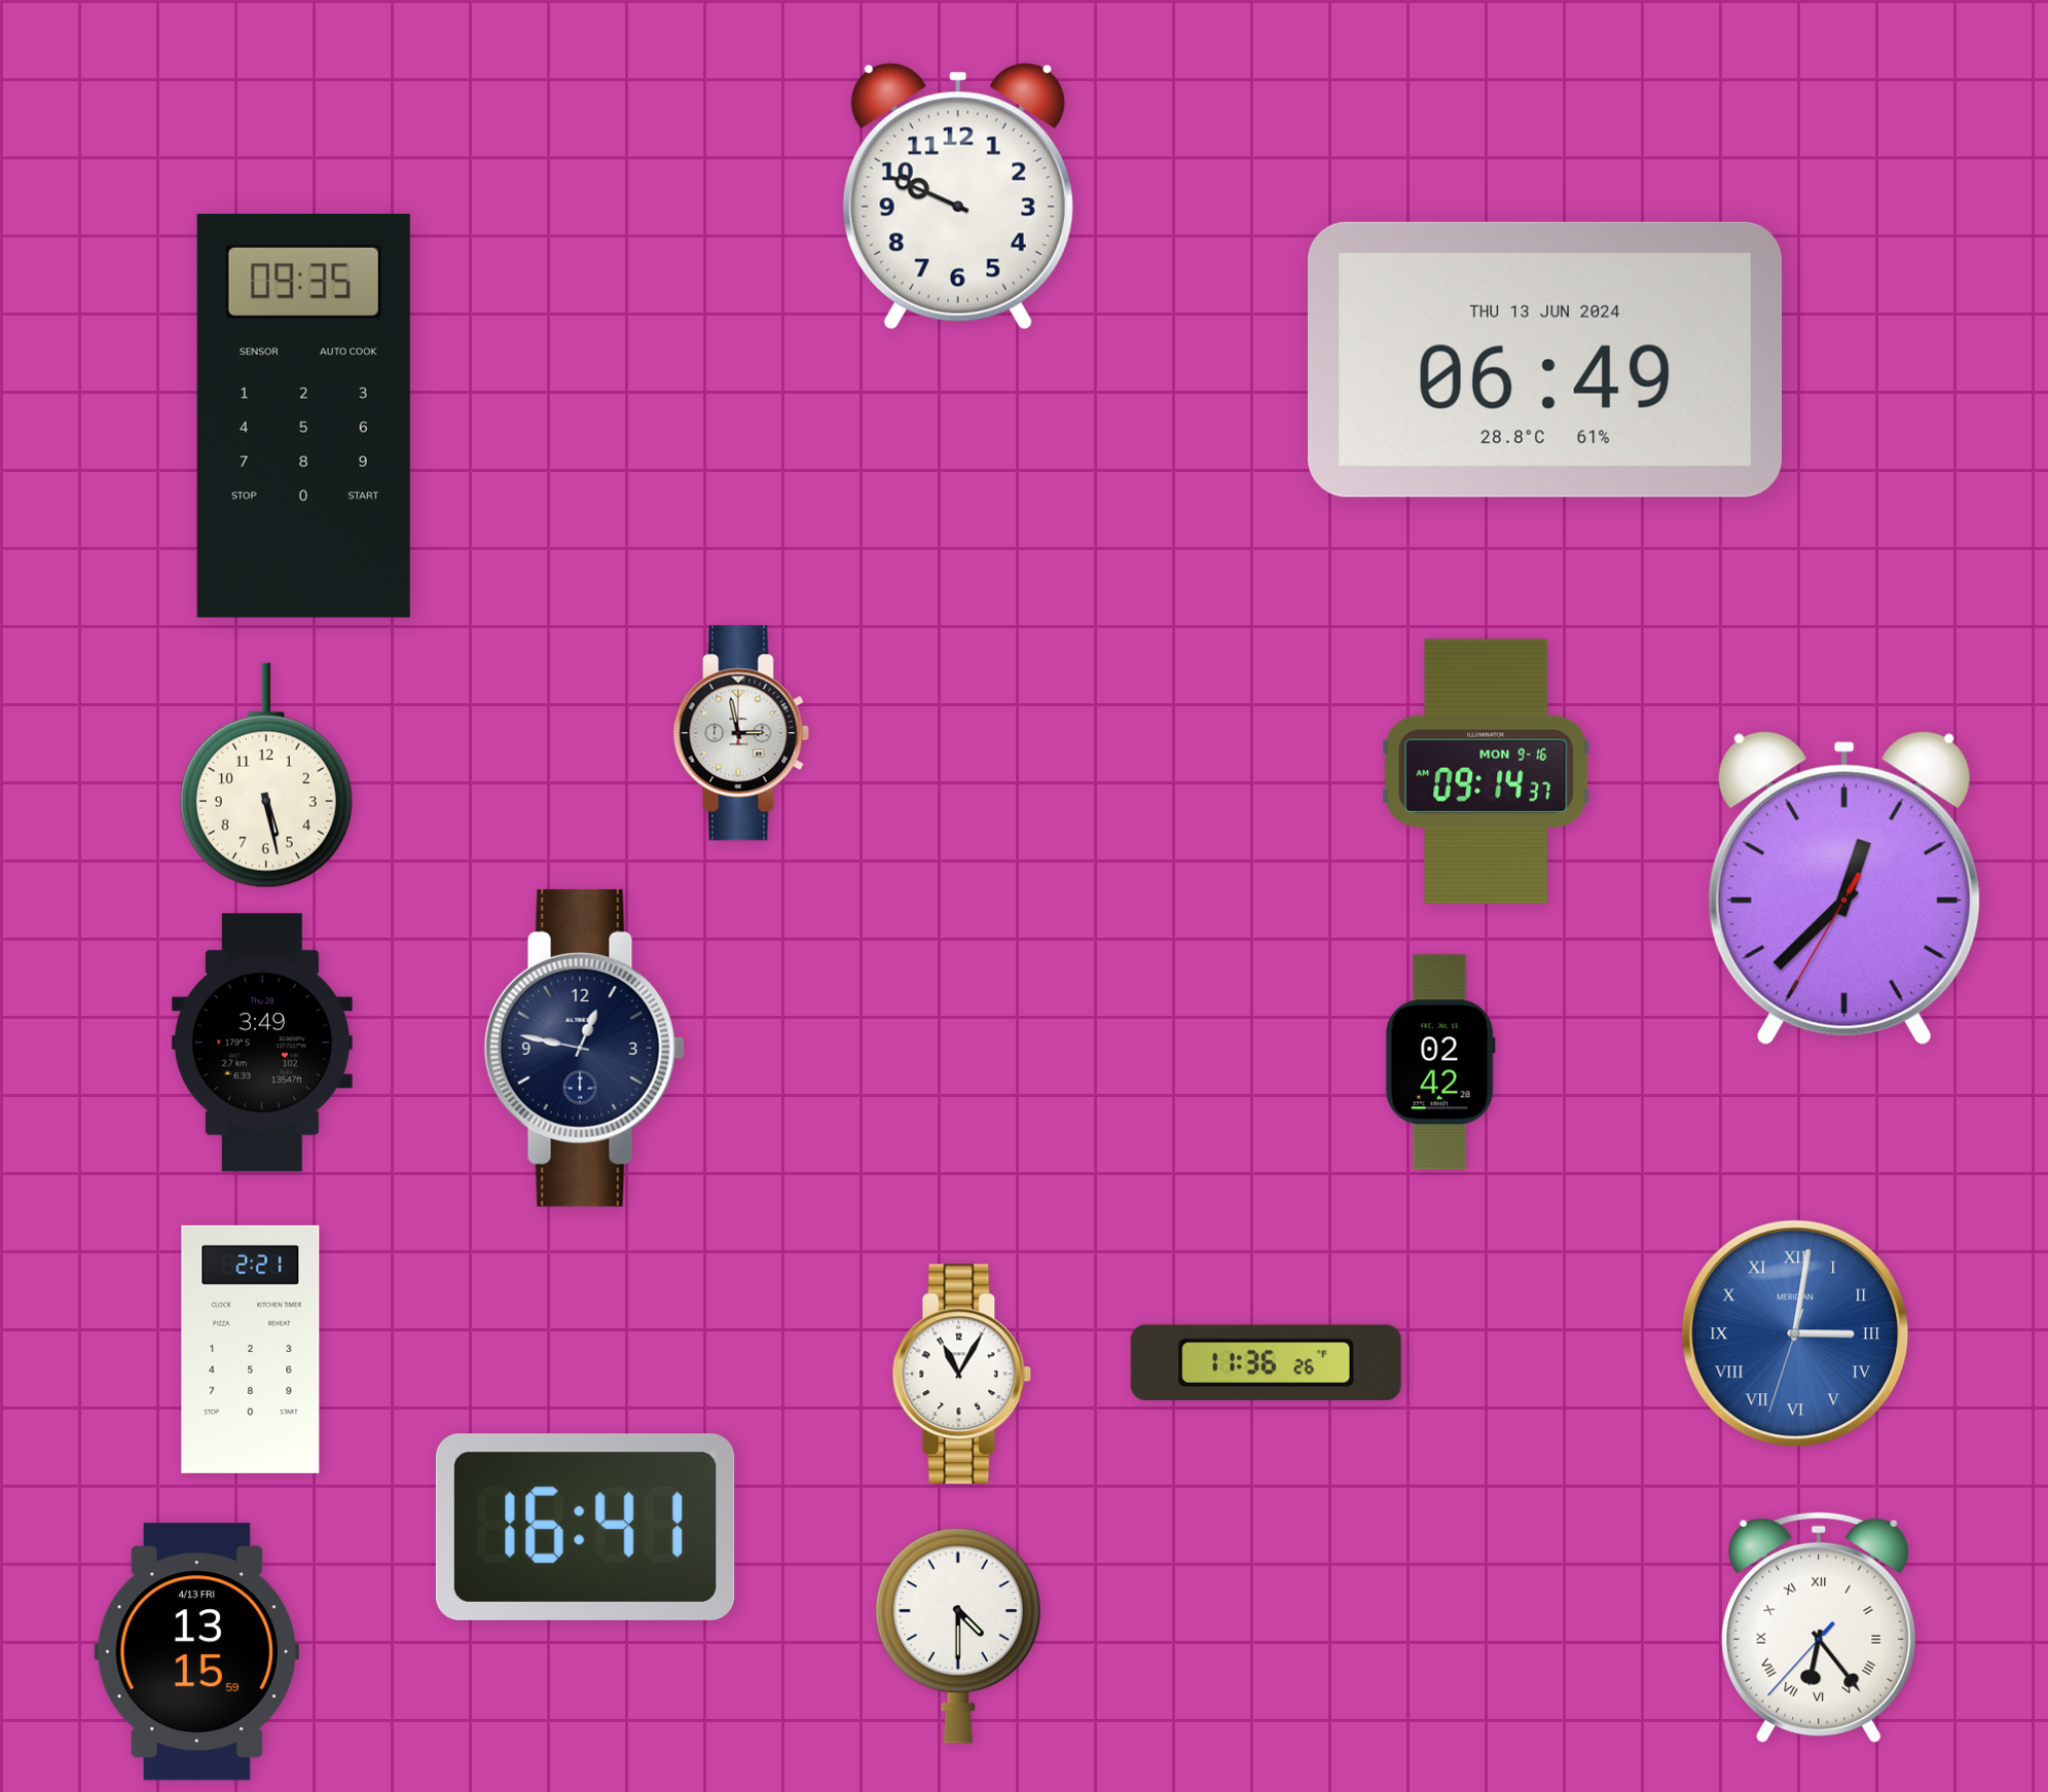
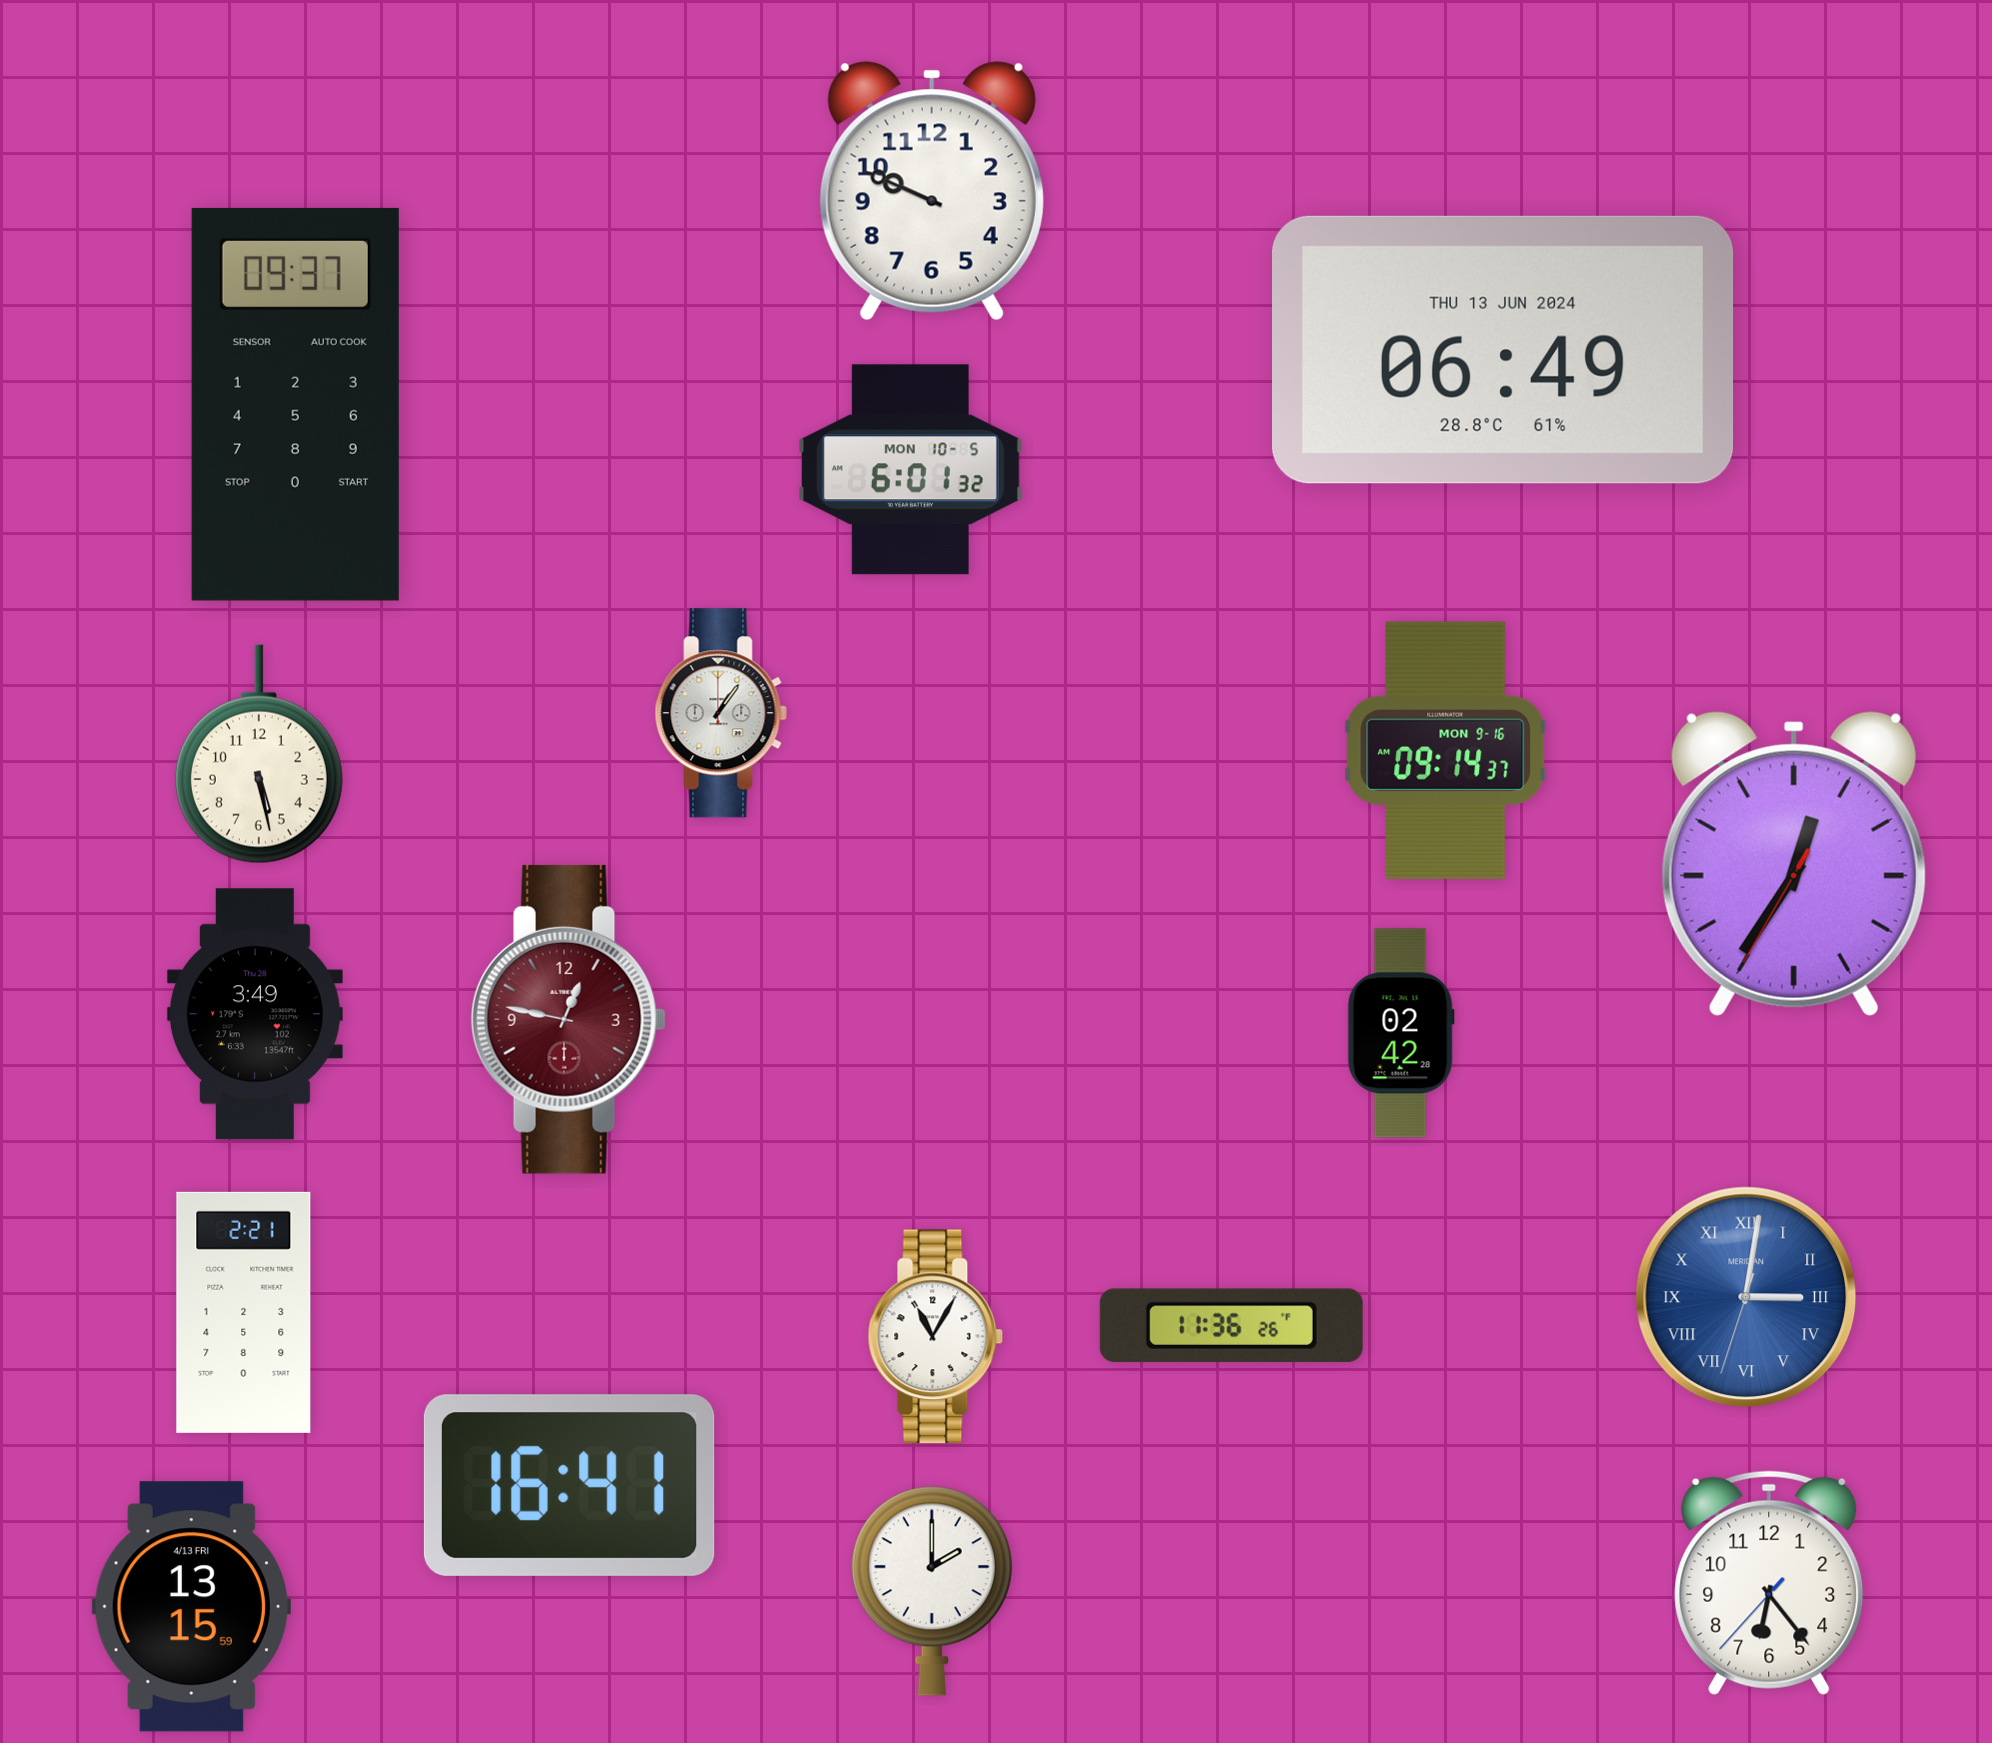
clock at (303, 415): 09:35 -> 09:37
clock at (910, 470): none -> 6:01
clock at (741, 733): 2:58 -> 1:06
clock at (1844, 888): 12:37 -> 12:35
clock at (584, 1048) dial: navy -> burgundy
clock at (1819, 1628) numerals: Roman -> Arabic
clock at (958, 1636): 4:30 -> 2:00
